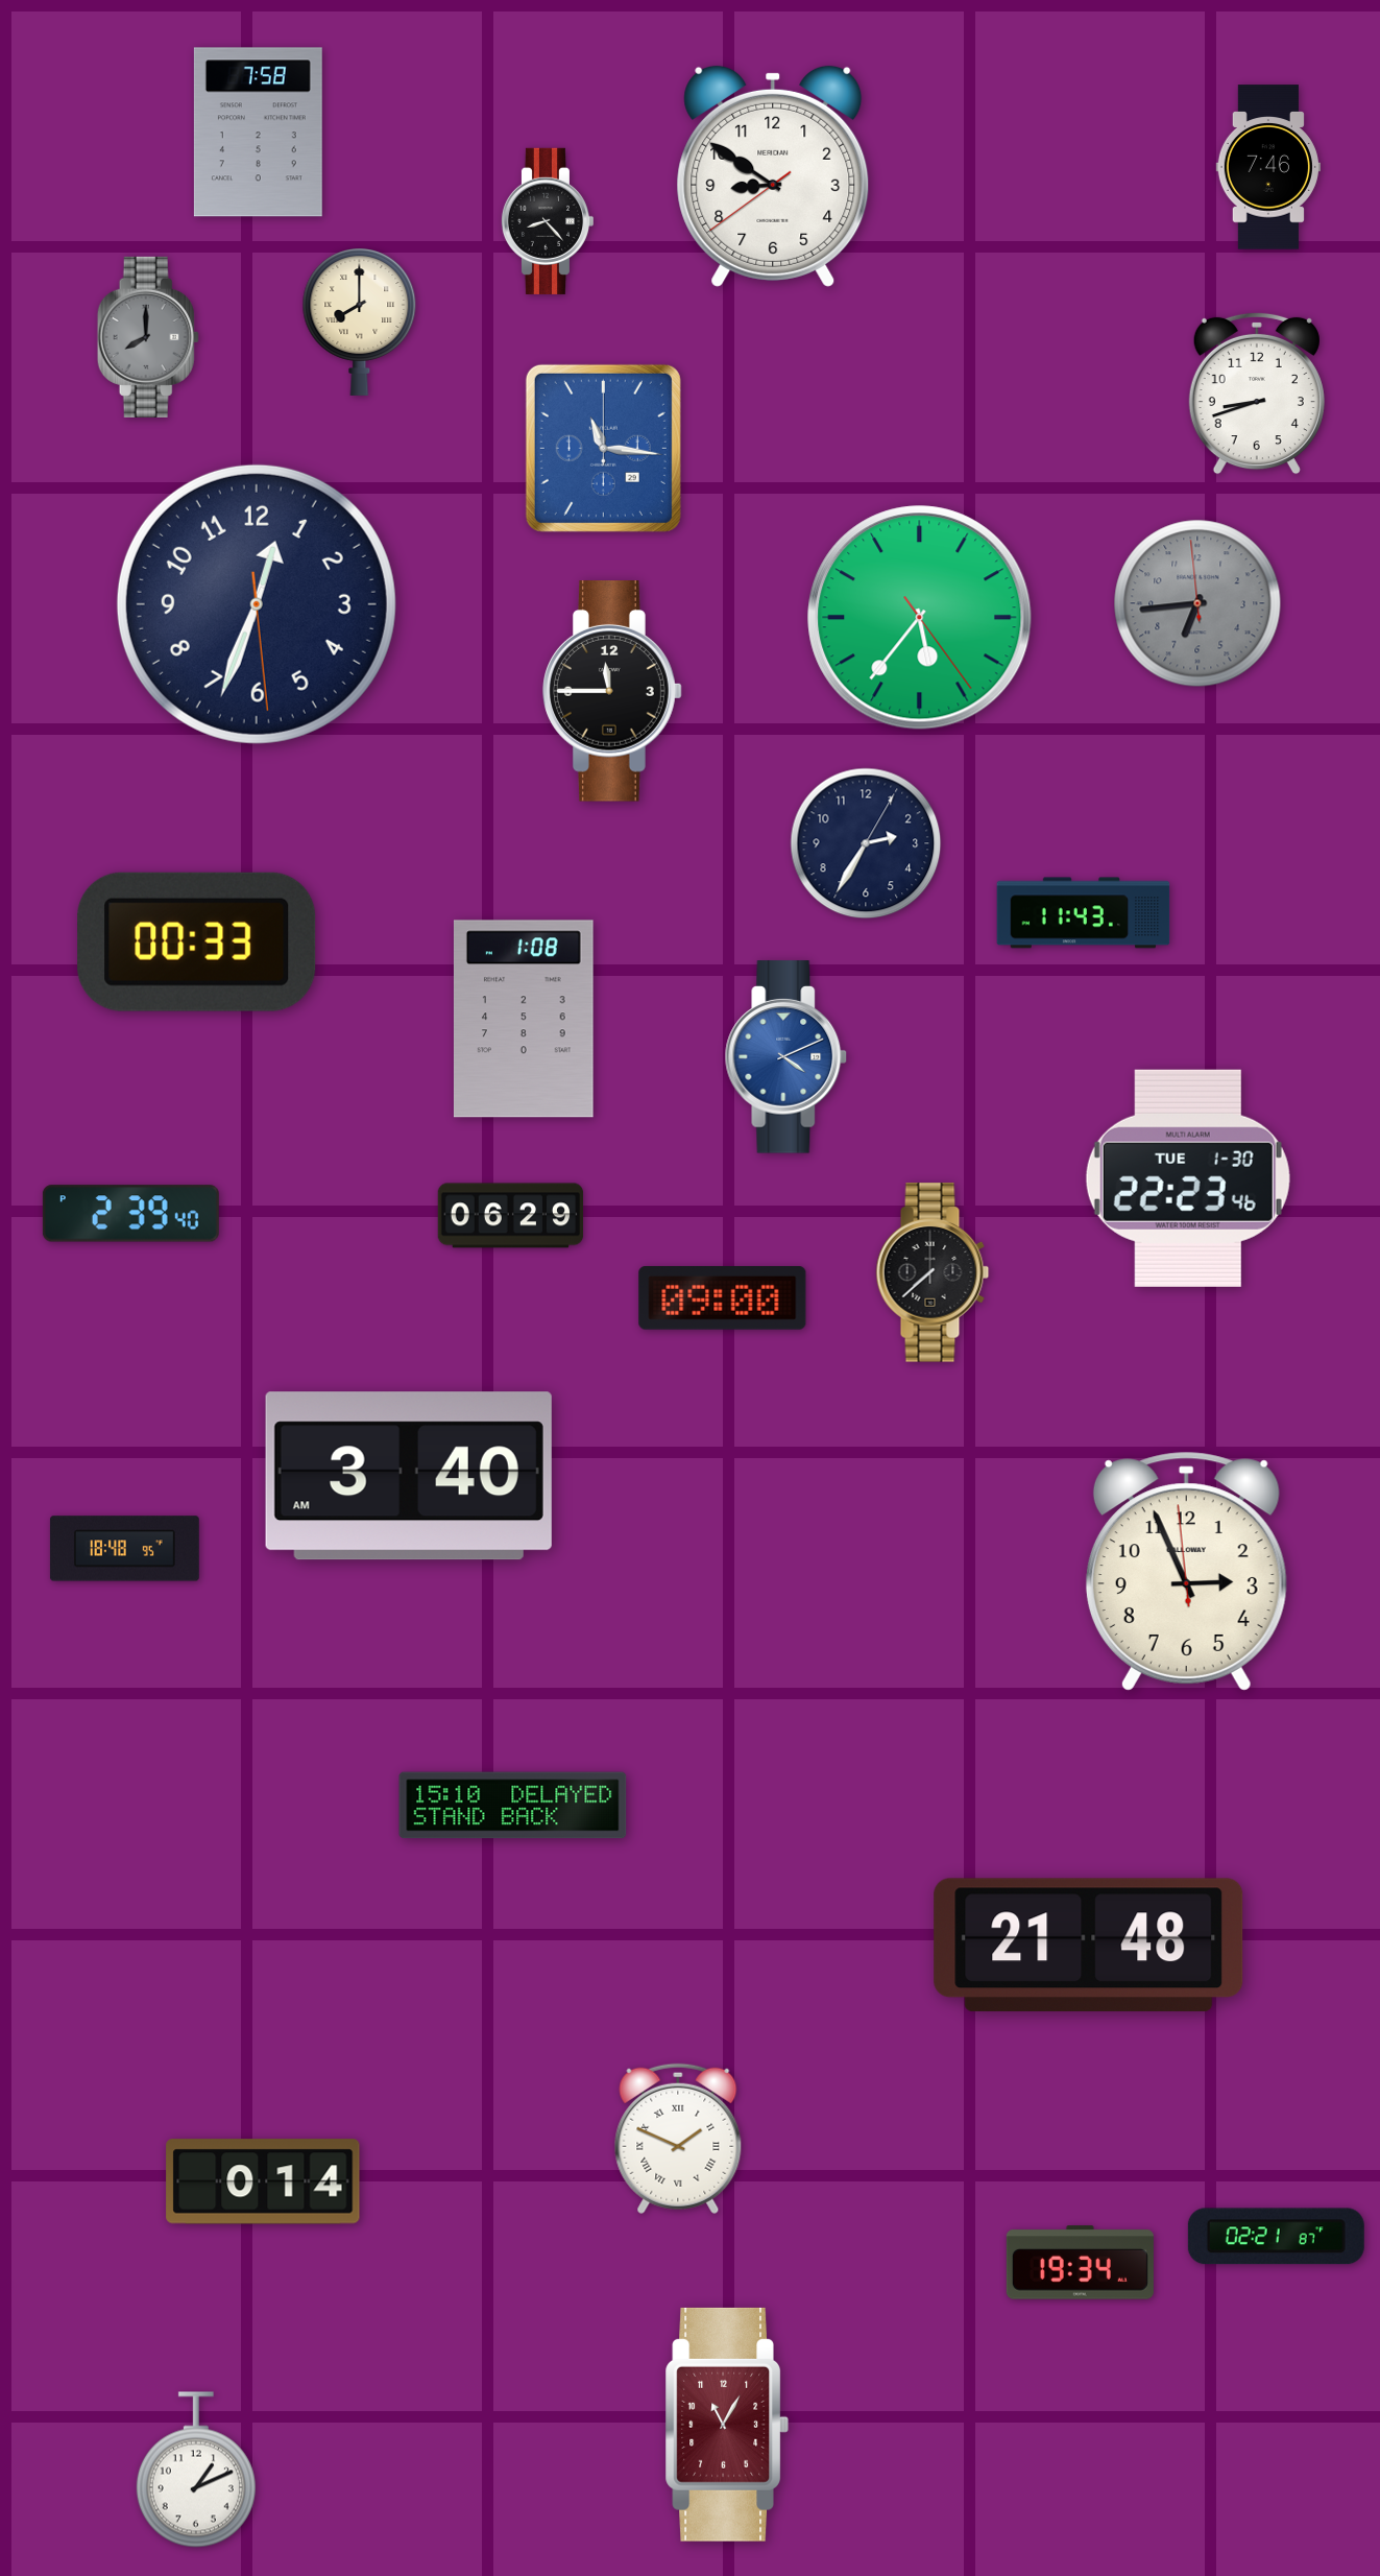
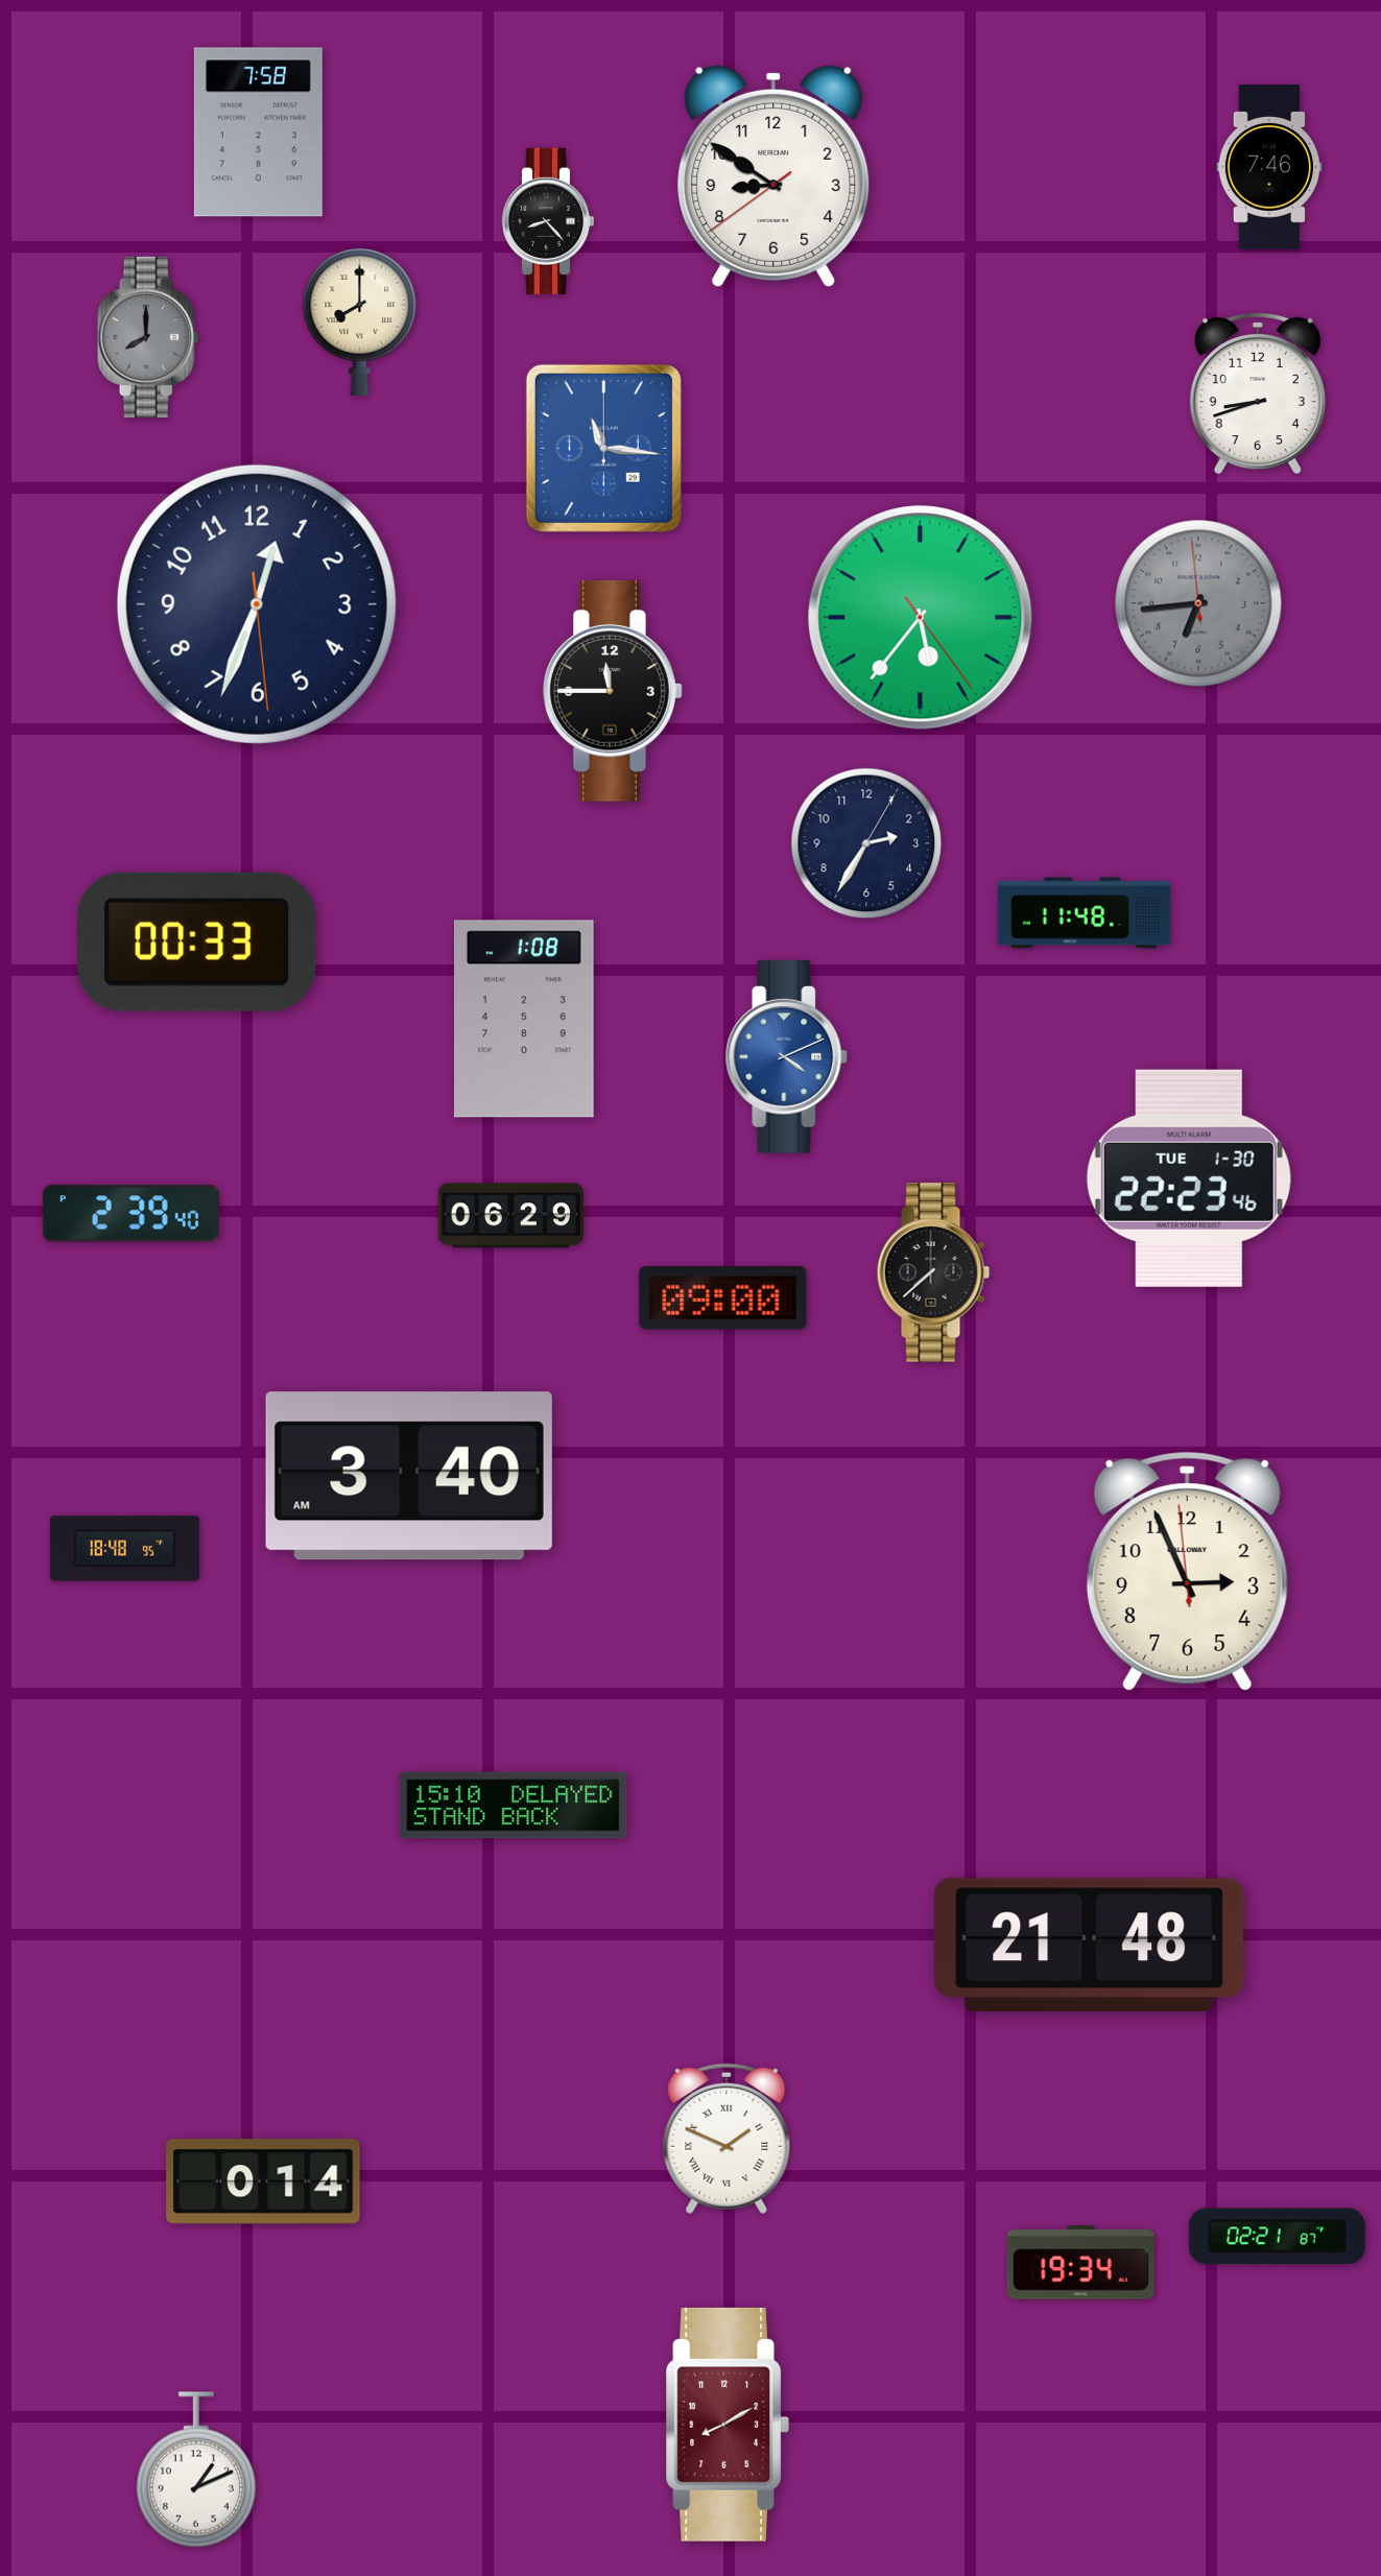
clock at (1084, 913): 11:43 -> 11:48
clock at (678, 2139) position: (678, 2139) -> (727, 2139)
clock at (726, 2425): 11:05 -> 8:10
